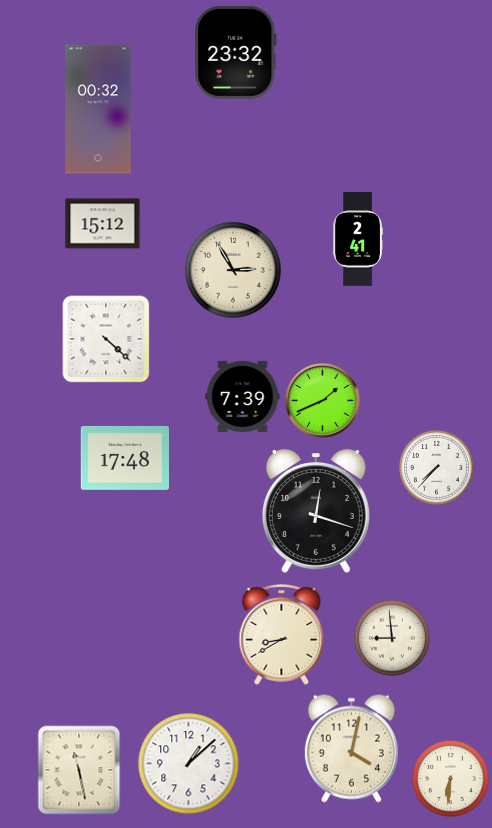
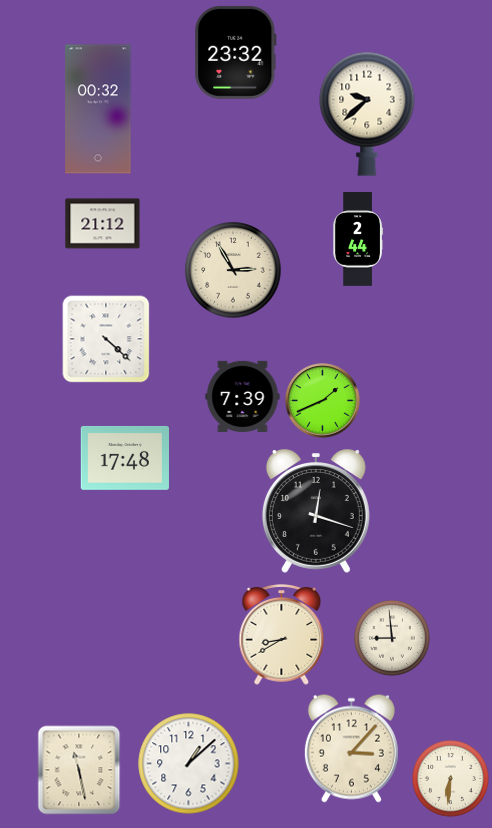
clock at (367, 114): none -> 9:38
clock at (103, 224): 15:12 -> 21:12
clock at (357, 239): 2:41 -> 2:44
clock at (436, 467): 7:37 -> none
clock at (351, 748): 4:02 -> 3:07
